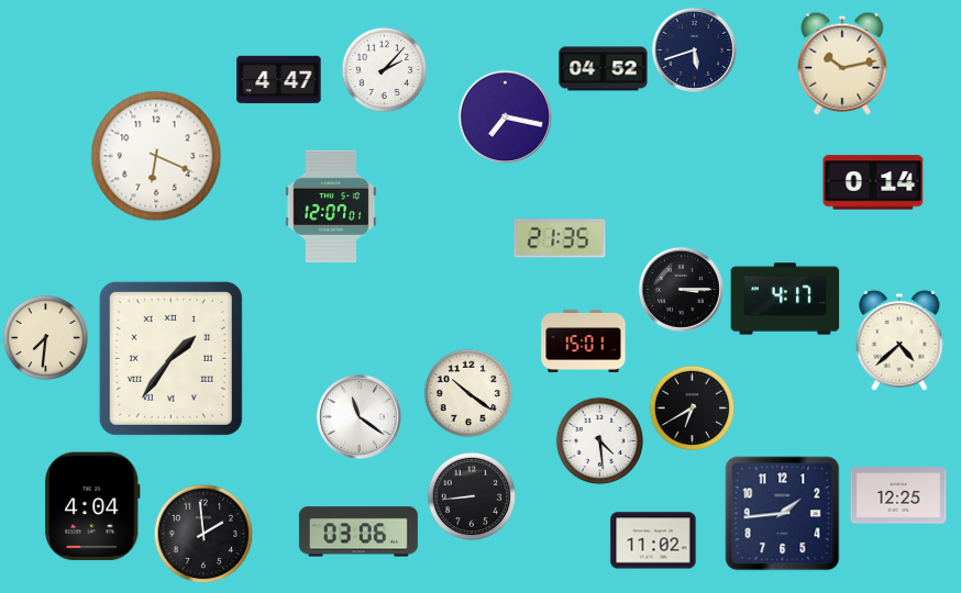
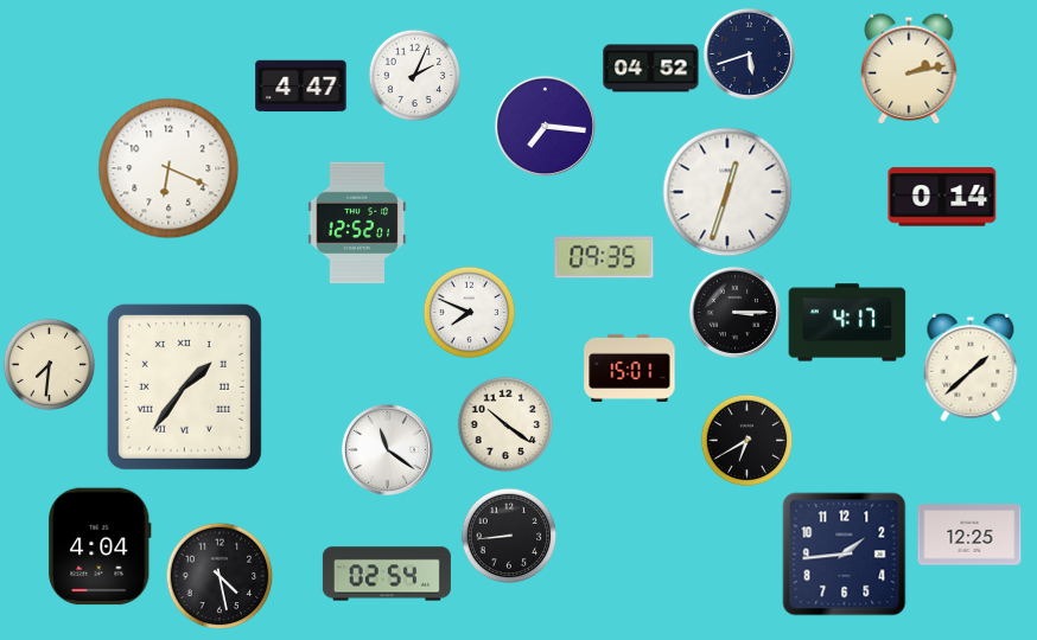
clock at (842, 64): 10:13 -> 2:13
clock at (384, 69): 2:07 -> 2:04
clock at (604, 69) position: (604, 69) -> (651, 69)
clock at (505, 116): 7:17 -> 7:16
clock at (727, 192): none -> 12:33
clock at (331, 206): 12:07 -> 12:52
clock at (560, 238): 21:35 -> 09:35
clock at (469, 312): none -> 7:49
clock at (899, 340): 4:38 -> 1:38
clock at (599, 440): 4:29 -> none
clock at (358, 532): 03:06 -> 02:54
clock at (203, 534): 1:59 -> 4:28
clock at (653, 540): 11:02 -> none
